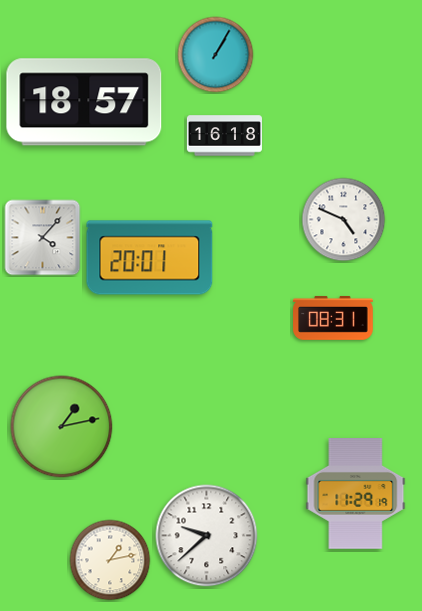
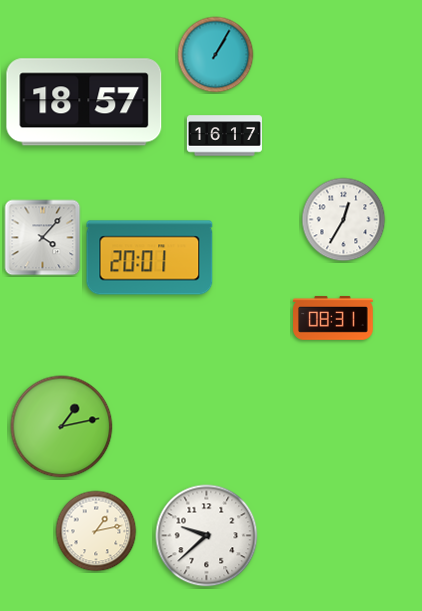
clock at (224, 136): 16:18 -> 16:17
clock at (344, 220): 4:49 -> 12:35
clock at (356, 494): 11:29 -> none
clock at (110, 560) position: (110, 560) -> (96, 531)
